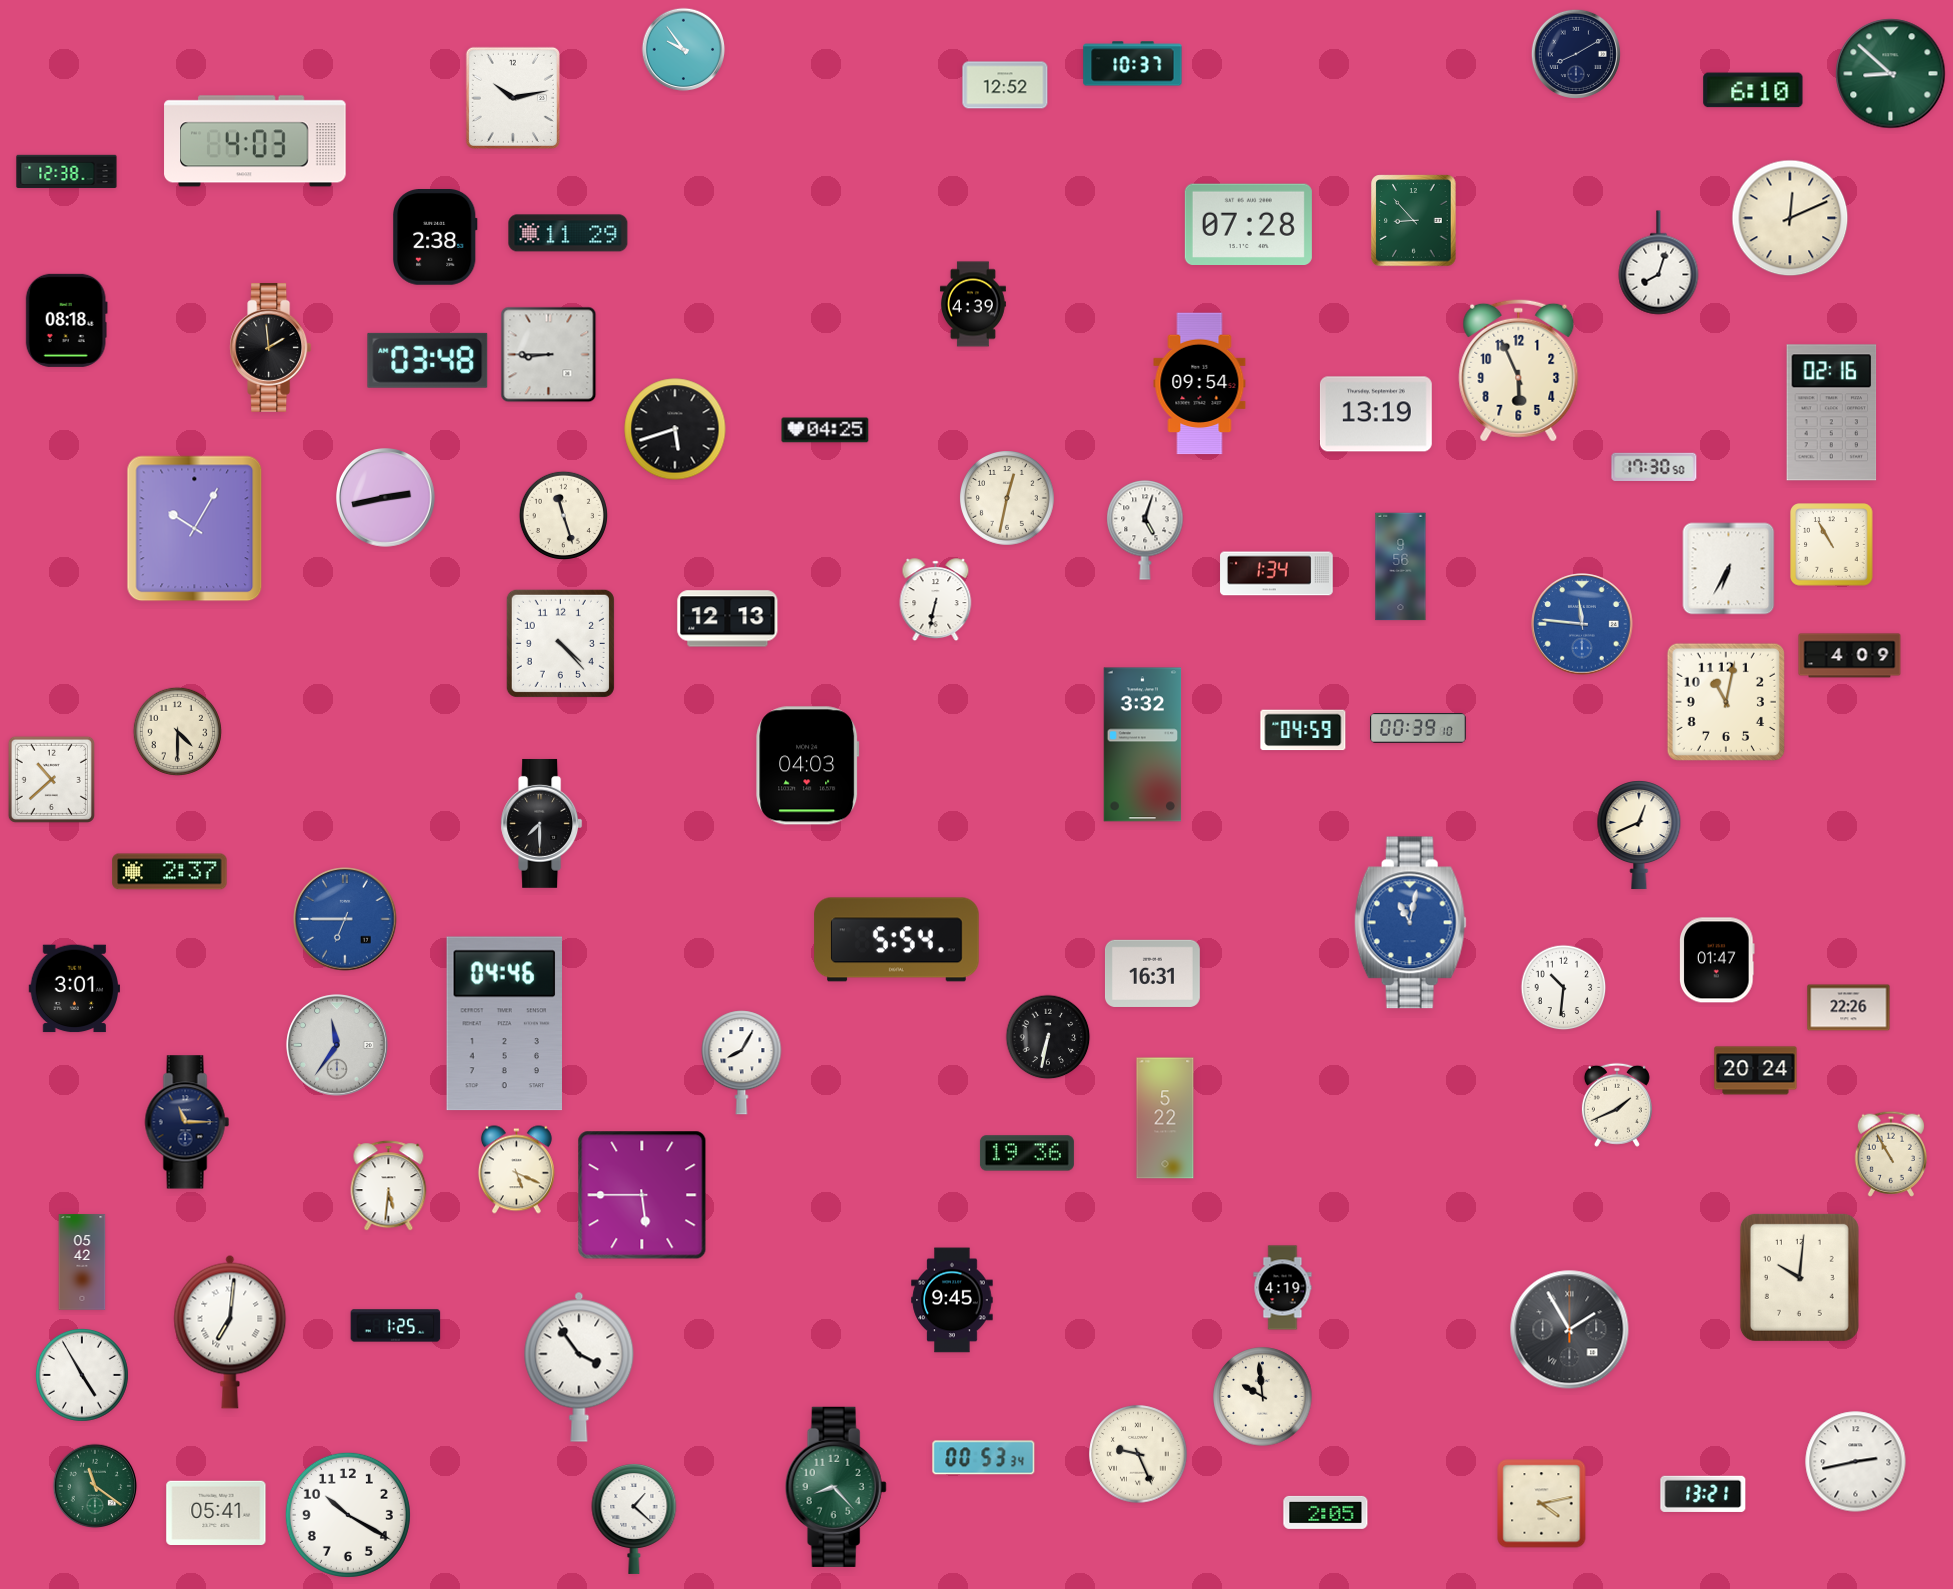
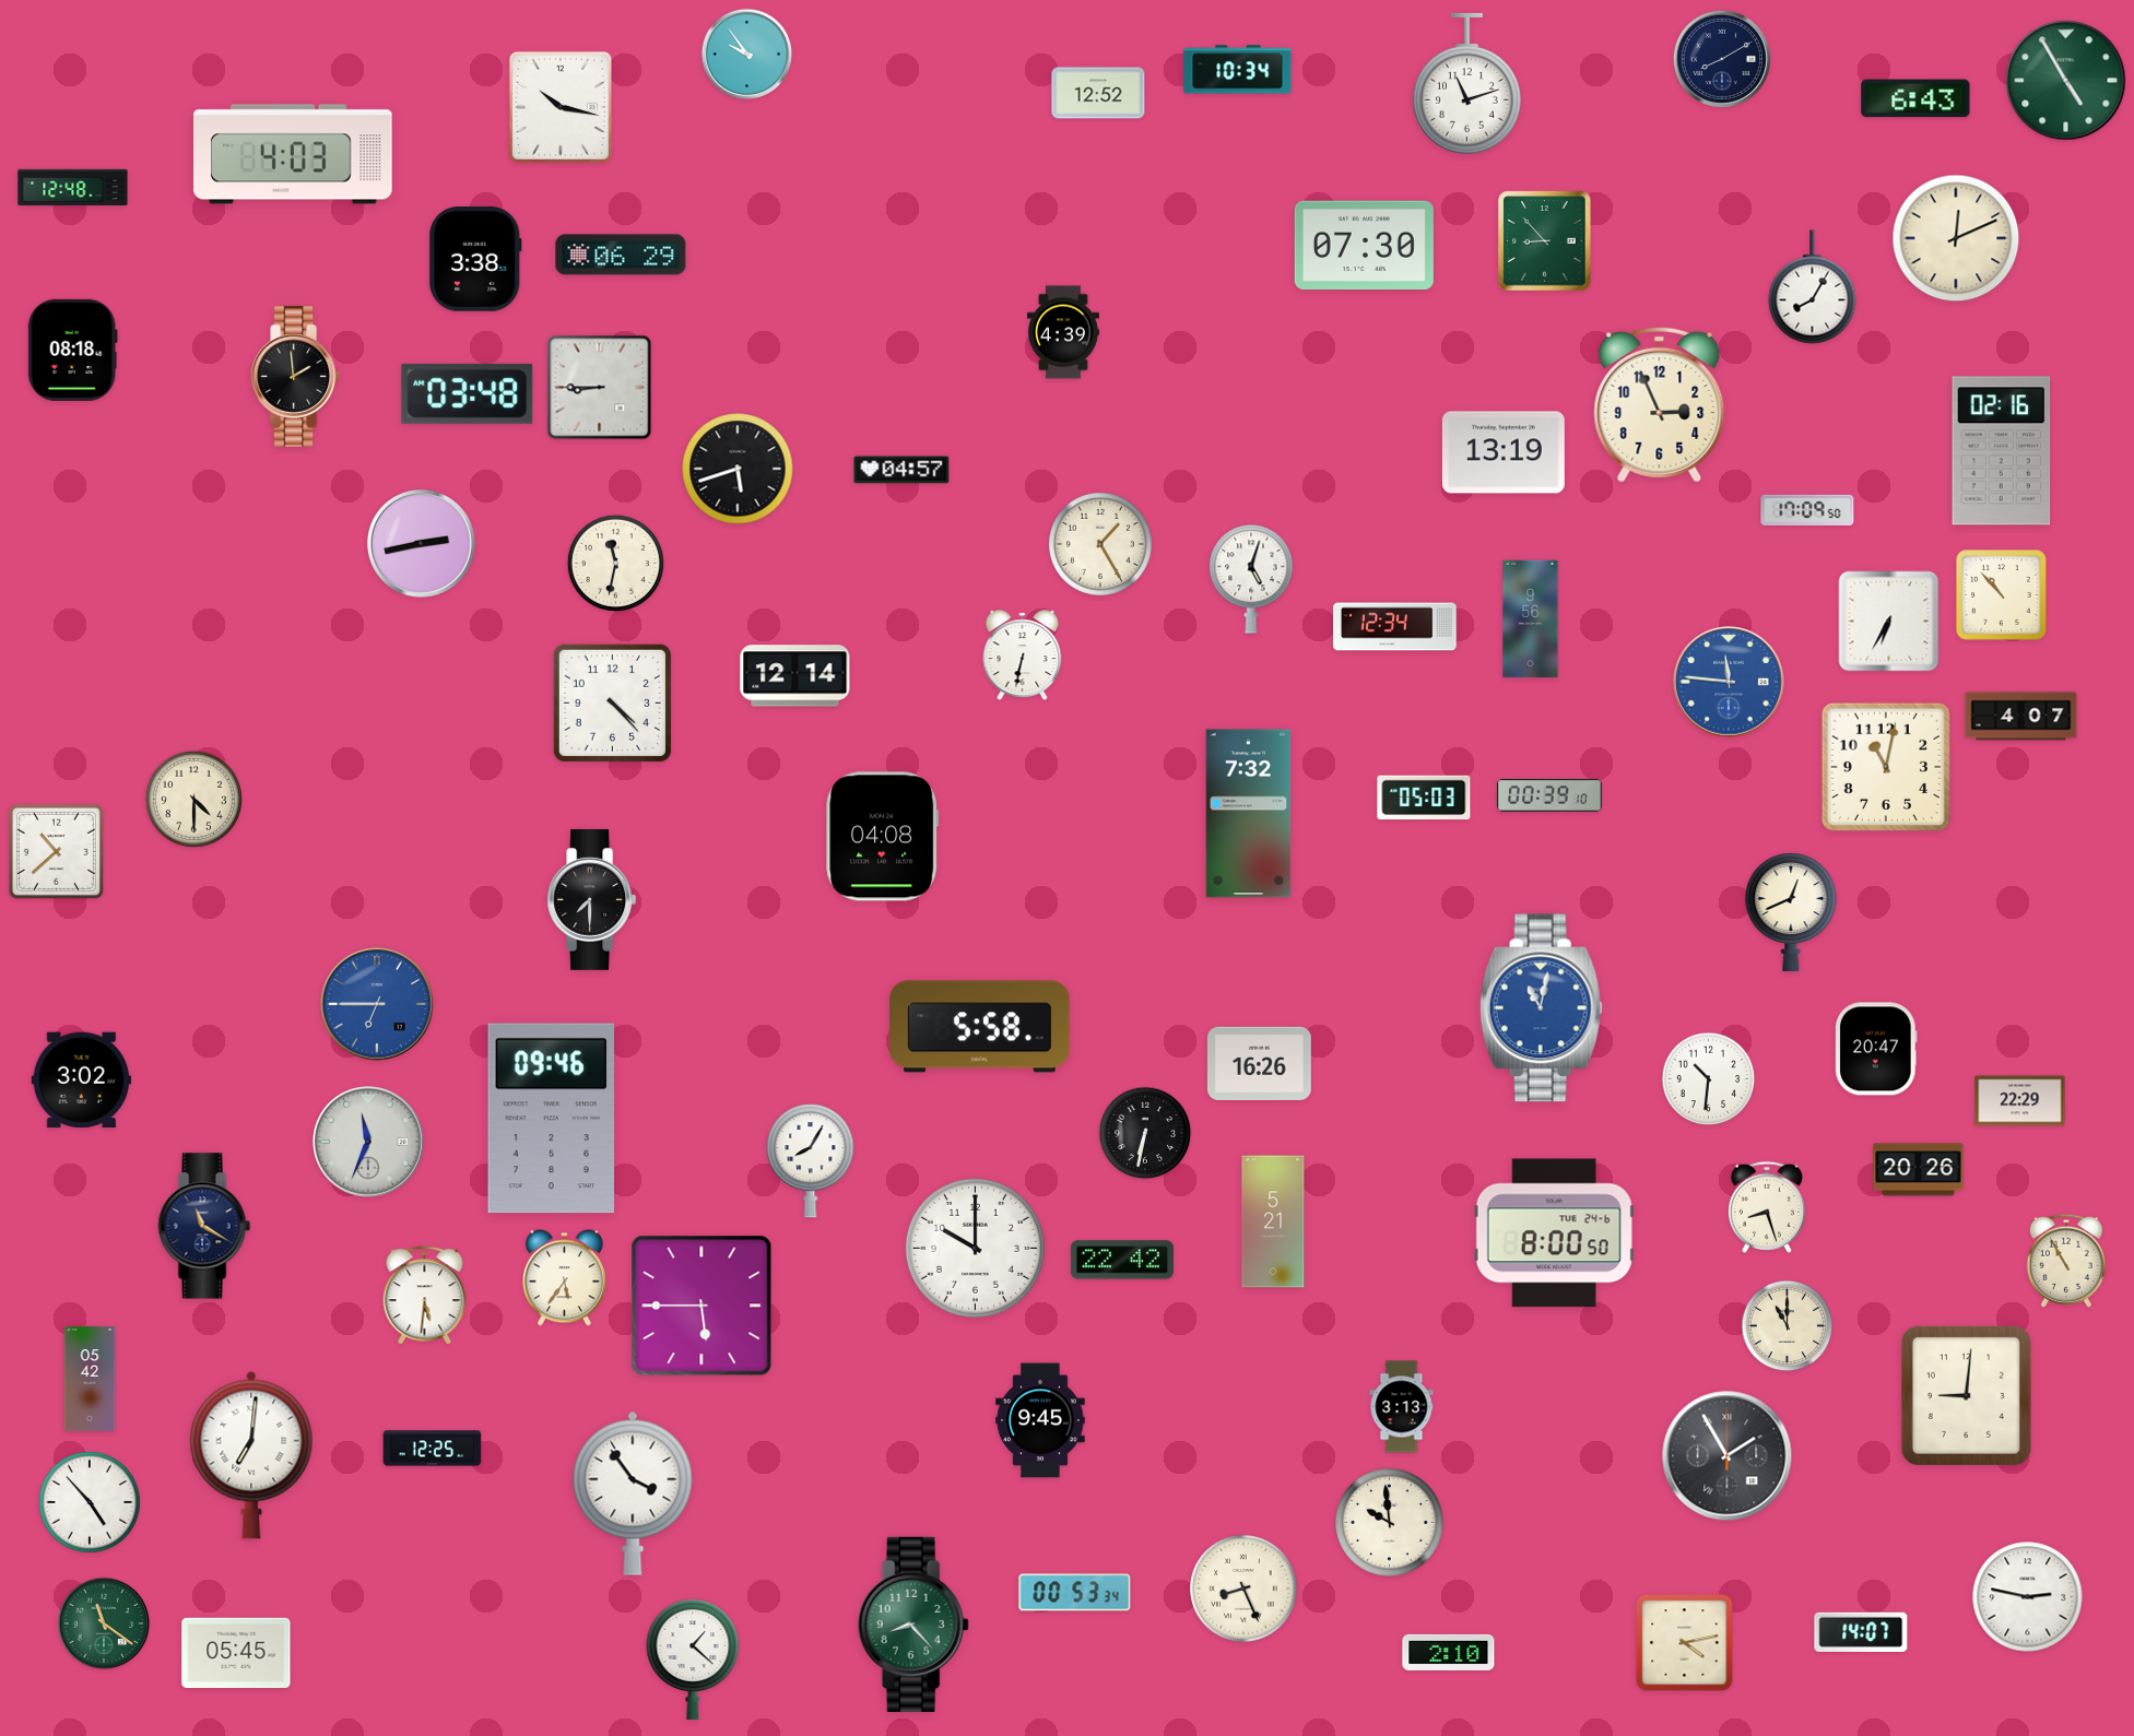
clock at (1133, 64): 10:37 -> 10:34
clock at (1891, 74): 8:52 -> 4:55
clock at (1466, 83): none -> 11:12
clock at (1753, 90): 6:10 -> 6:43
clock at (513, 98): 10:13 -> 10:17
clock at (255, 141) position: (255, 141) -> (293, 154)
clock at (67, 172): 12:38 -> 12:48
clock at (1248, 225): 07:28 -> 07:30
clock at (568, 233): 11:29 -> 06:29
clock at (436, 238): 2:38 -> 3:38
clock at (1659, 263): 8:03 -> 8:05
clock at (271, 347) position: (271, 347) -> (296, 376)
clock at (1519, 370): 5:56 -> 2:56
clock at (1200, 384): 09:54 -> none
clock at (825, 430): 04:25 -> 04:57
clock at (1654, 467): 17:30 -> 17:09
clock at (1008, 499): 12:32 -> 1:25
clock at (563, 515): 11:27 -> 11:32
clock at (195, 529): 10:05 -> none
clock at (1832, 545): 10:55 -> 10:53
clock at (1277, 574): 1:34 -> 12:34
clock at (728, 619): 12:13 -> 12:14
clock at (1850, 656): 4:09 -> 4:07
clock at (1303, 730): 04:59 -> 05:03
clock at (1143, 745): 3:32 -> 7:32
clock at (808, 766): 04:03 -> 04:08
clock at (170, 872): 2:37 -> none
clock at (897, 940): 5:54 -> 5:58
clock at (1717, 960): 01:47 -> 20:47
clock at (1152, 973): 16:31 -> 16:26
clock at (74, 989): 3:01 -> 3:02
clock at (1849, 1008): 22:26 -> 22:29
clock at (505, 1024): 04:46 -> 09:46
clock at (337, 1045): 11:36 -> 11:34
clock at (1756, 1071): 20:24 -> 20:26
clock at (1617, 1105): 1:41 -> 8:27
clock at (1165, 1118): 5:22 -> 5:21
clock at (187, 1122): 11:15 -> 11:20
clock at (1554, 1233): none -> 8:00
clock at (975, 1248): none -> 10:00
clock at (1027, 1153): 19:36 -> 22:42
clock at (516, 1170): 5:19 -> 5:36
clock at (1788, 1326): none -> 11:00
clock at (1799, 1277): 10:01 -> 9:01
clock at (1283, 1288): 4:19 -> 3:13
clock at (396, 1326): 1:25 -> 12:25
clock at (1570, 1330) position: (1570, 1330) -> (1728, 1456)
clock at (82, 1375): 4:55 -> 4:53
clock at (1263, 1397) position: (1263, 1397) -> (1390, 1523)
clock at (1138, 1454): 9:26 -> 8:26
clock at (1856, 1462): 2:43 -> 2:47
clock at (1703, 1494): 13:21 -> 14:07
clock at (216, 1512): 05:41 -> 05:45
clock at (1326, 1512): 2:05 -> 2:10
clock at (348, 1515): 10:20 -> none
